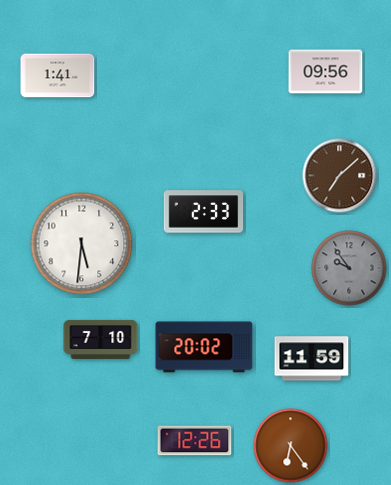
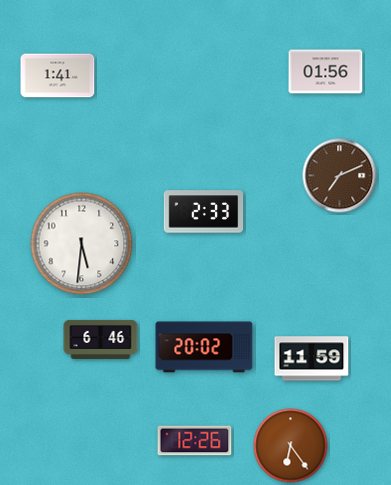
clock at (326, 72): 09:56 -> 01:56
clock at (340, 176): 7:08 -> 7:11
clock at (349, 268): 9:54 -> none
clock at (101, 339): 7:10 -> 6:46
